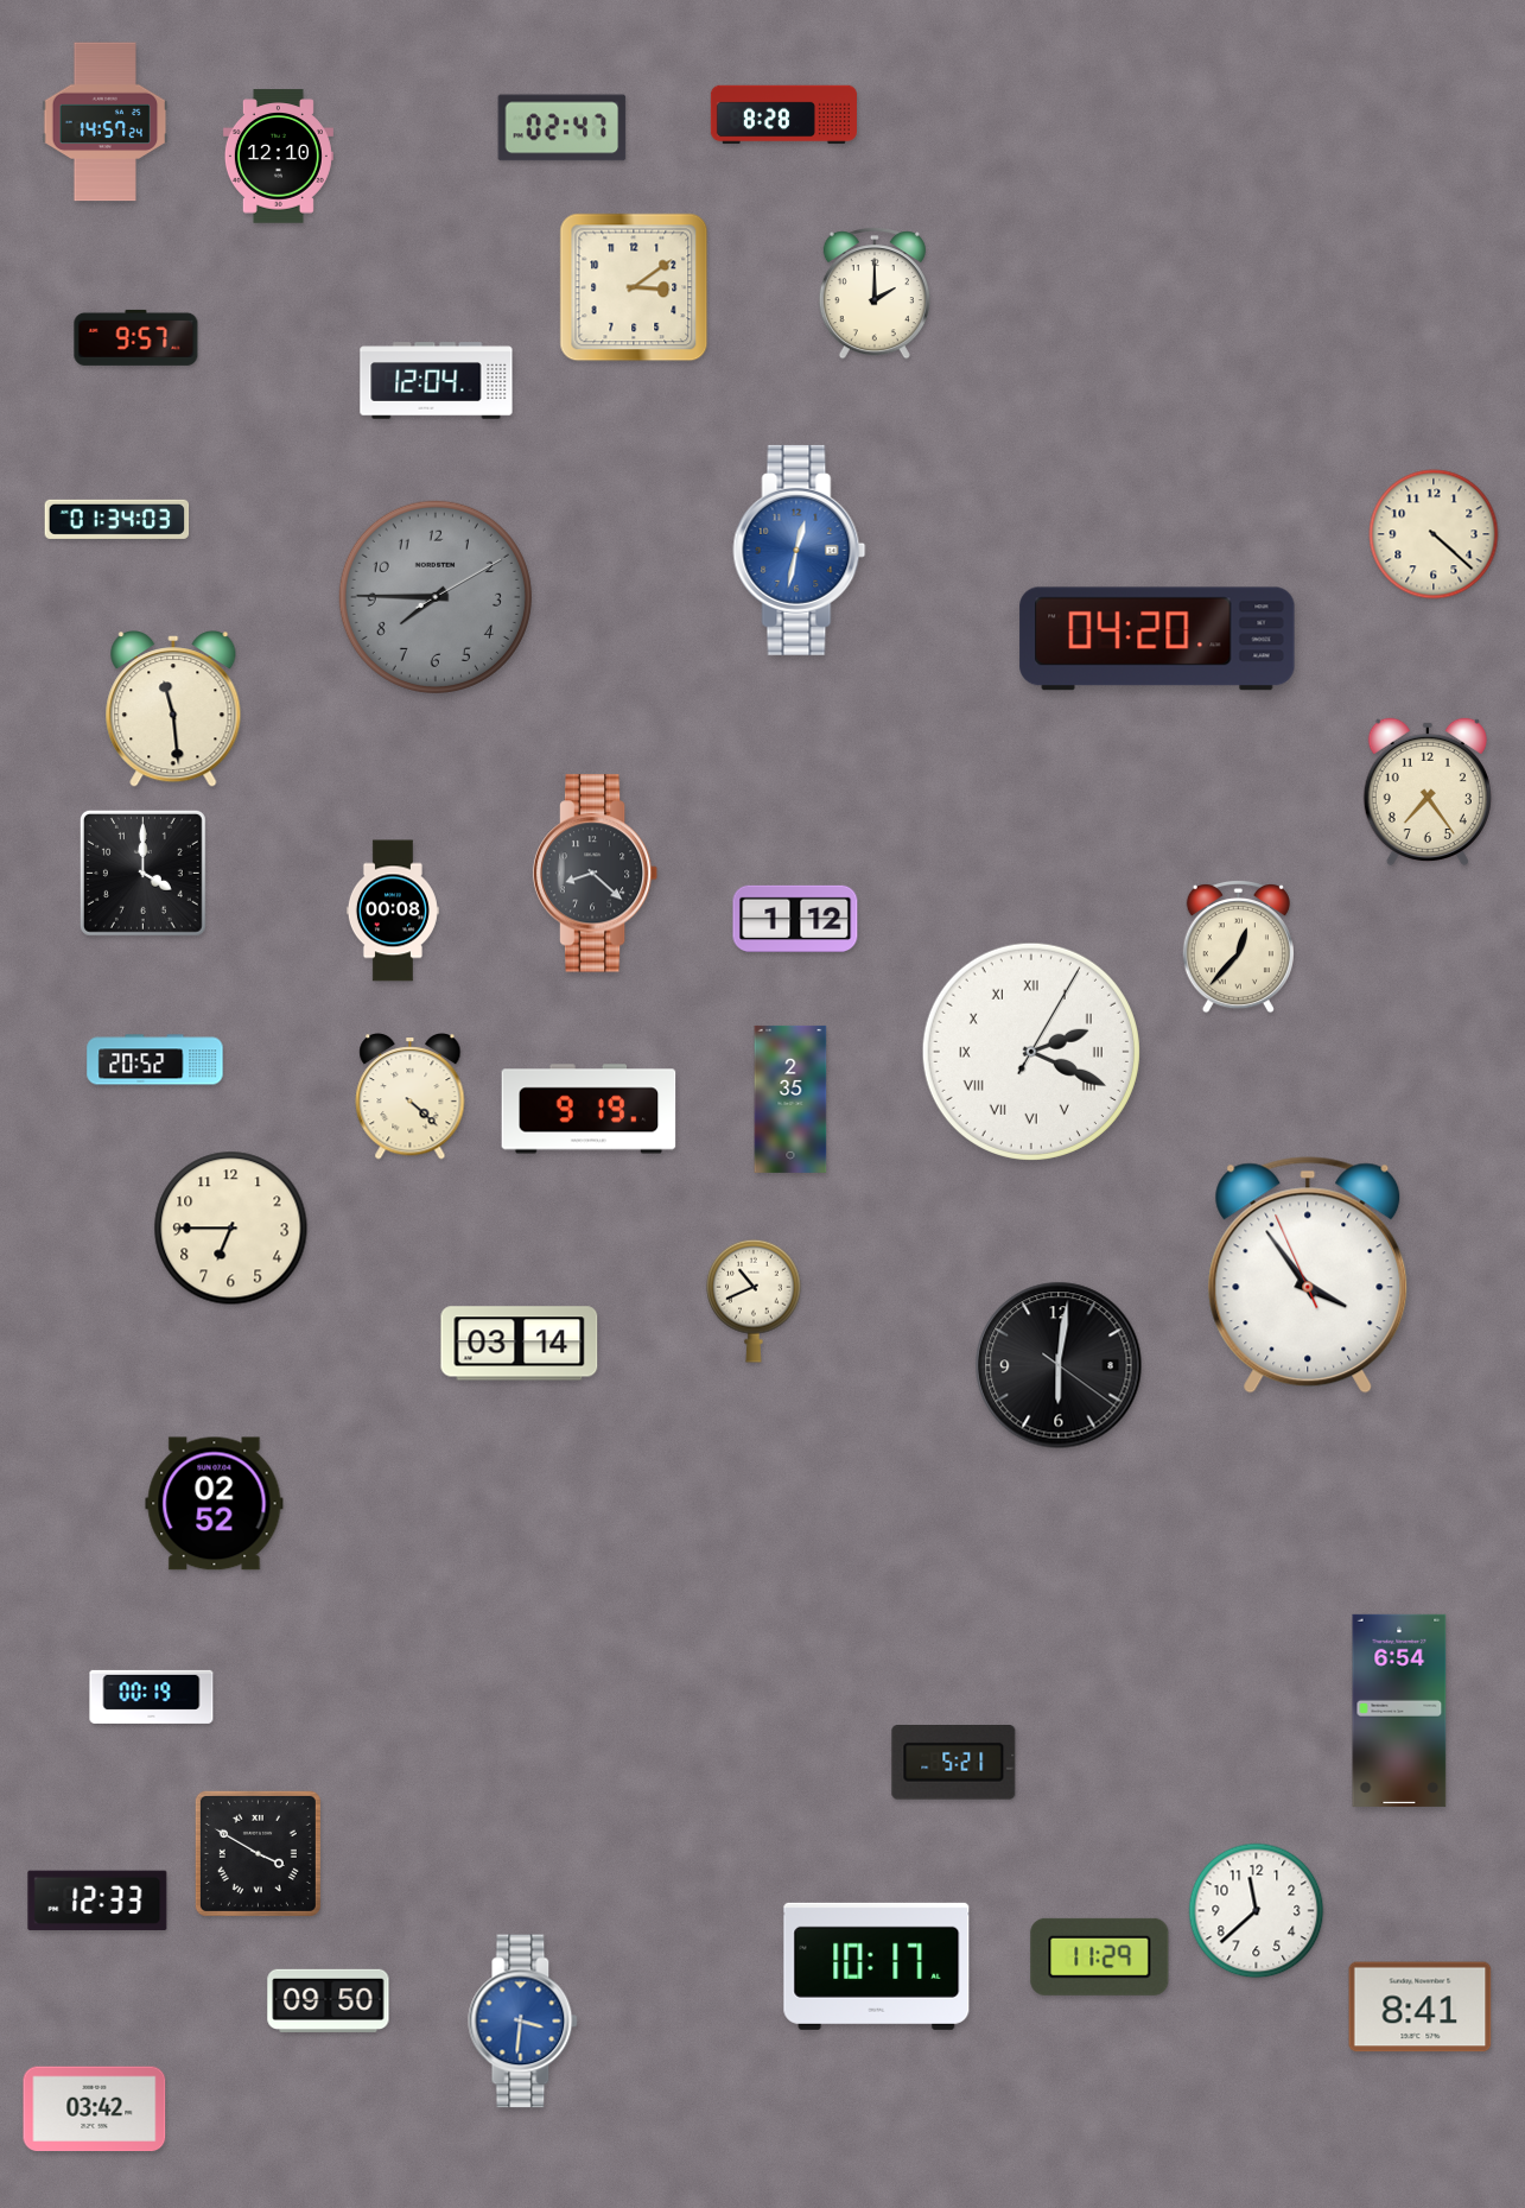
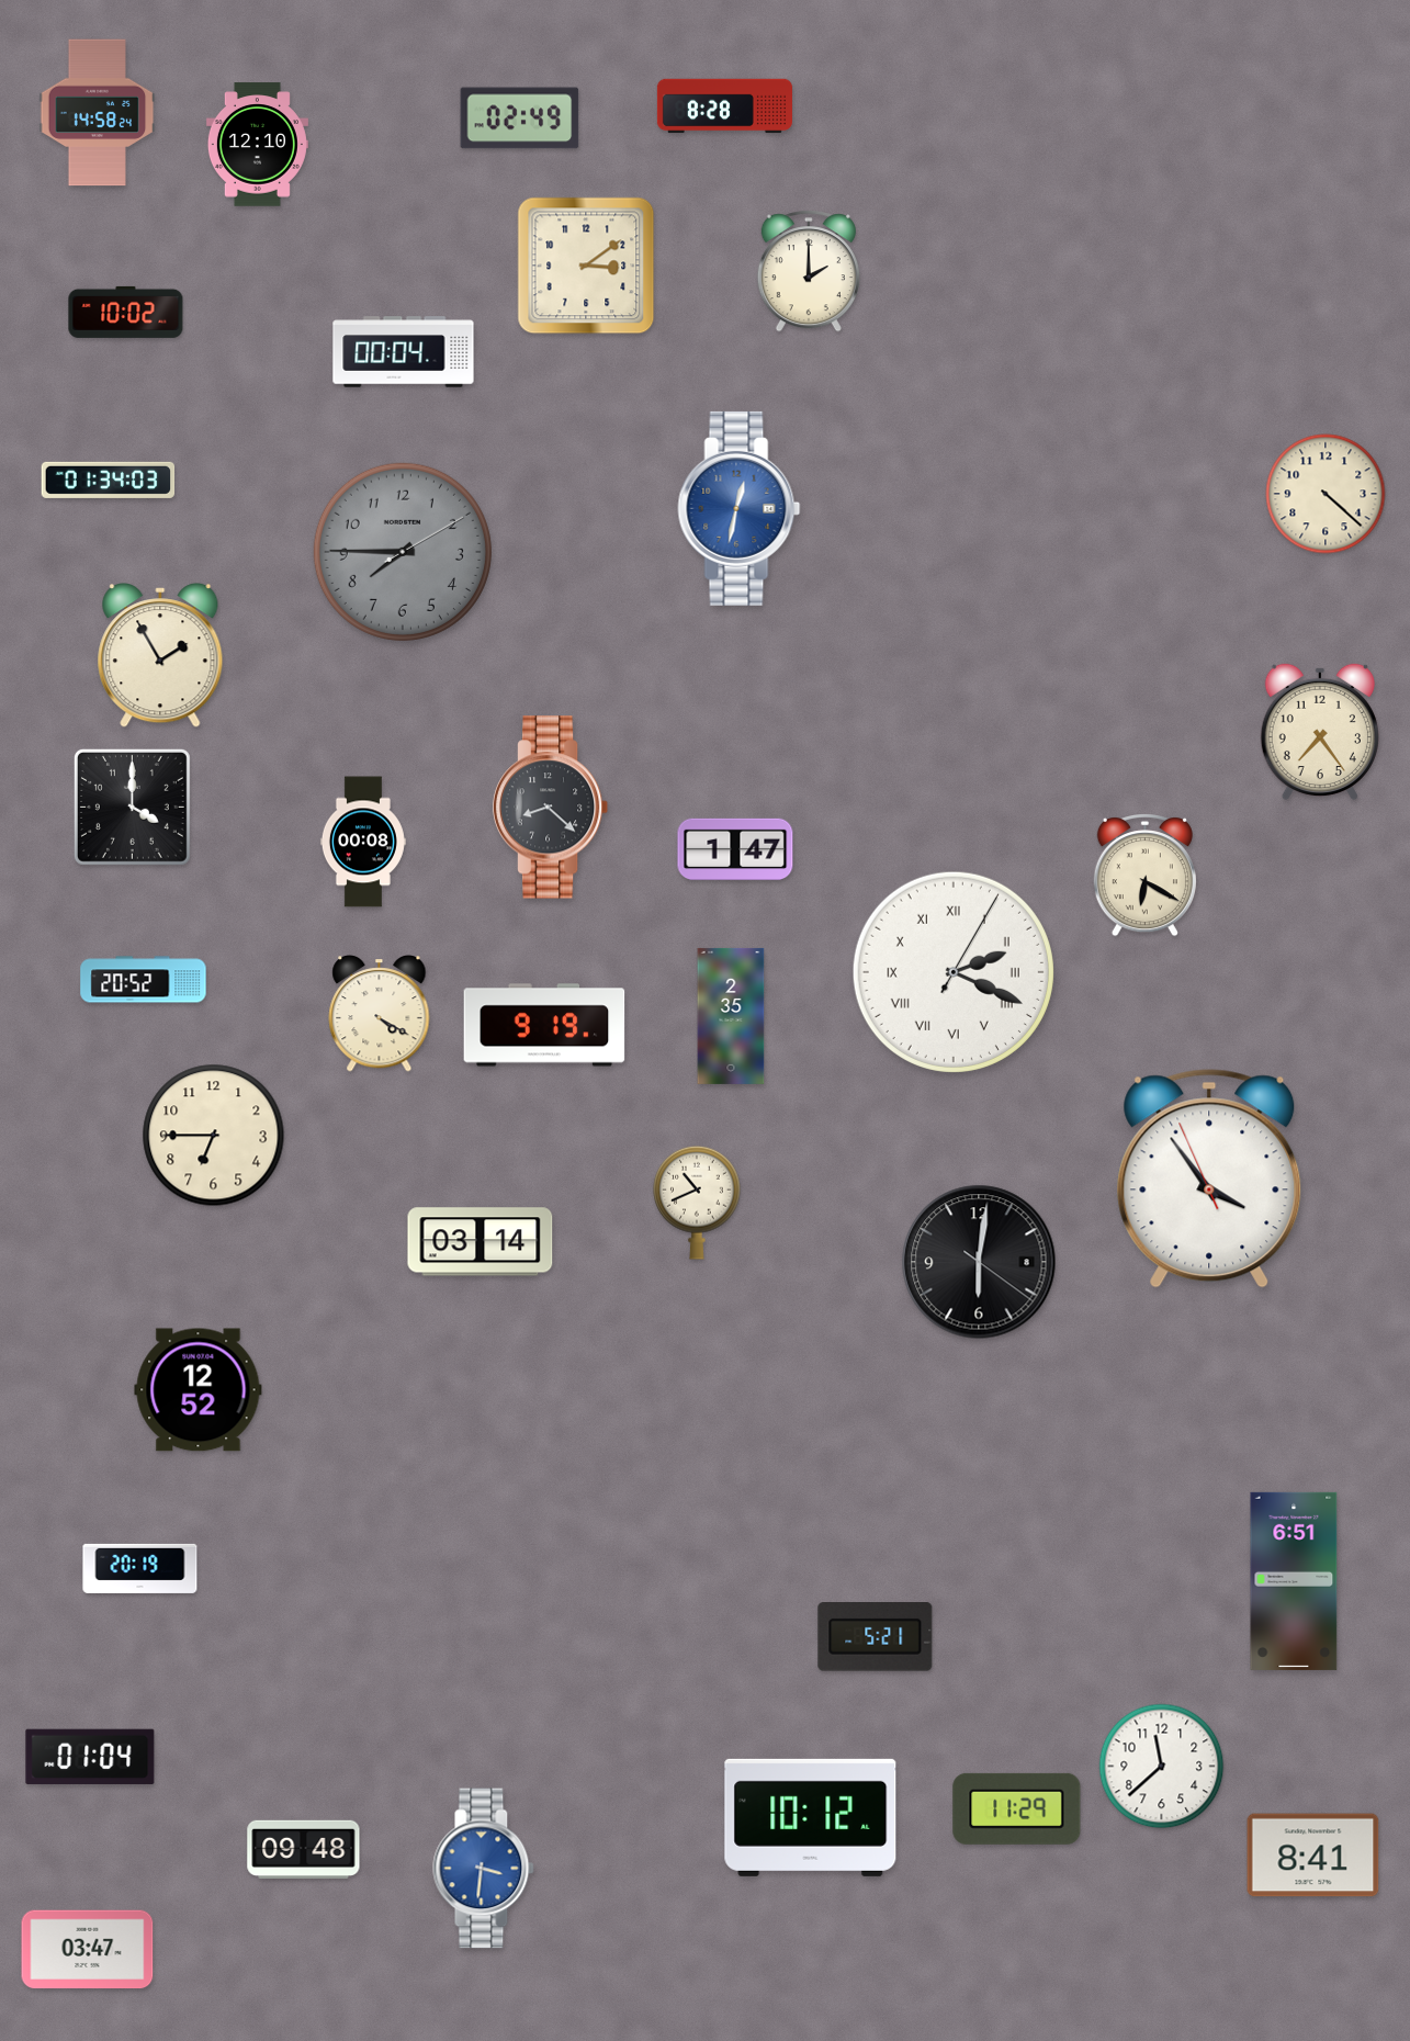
clock at (106, 122): 14:57 -> 14:58
clock at (563, 128): 02:47 -> 02:49
clock at (136, 337): 9:57 -> 10:02
clock at (437, 381): 12:04 -> 00:04
clock at (1157, 639): 04:20 -> none
clock at (173, 710): 11:29 -> 1:55
clock at (795, 918): 1:12 -> 1:47
clock at (1238, 946): 12:37 -> 6:20
clock at (411, 1097): 4:22 -> 4:20
clock at (215, 1504): 02:52 -> 12:52
clock at (152, 1696): 00:19 -> 20:19
clock at (1399, 1711): 6:54 -> 6:51
clock at (954, 1763) position: (954, 1763) -> (876, 1637)
clock at (258, 1853): 3:50 -> none
clock at (97, 1899): 12:33 -> 01:04
clock at (877, 1966): 10:17 -> 10:12
clock at (329, 2000): 09:50 -> 09:48
clock at (95, 2109): 03:42 -> 03:47
